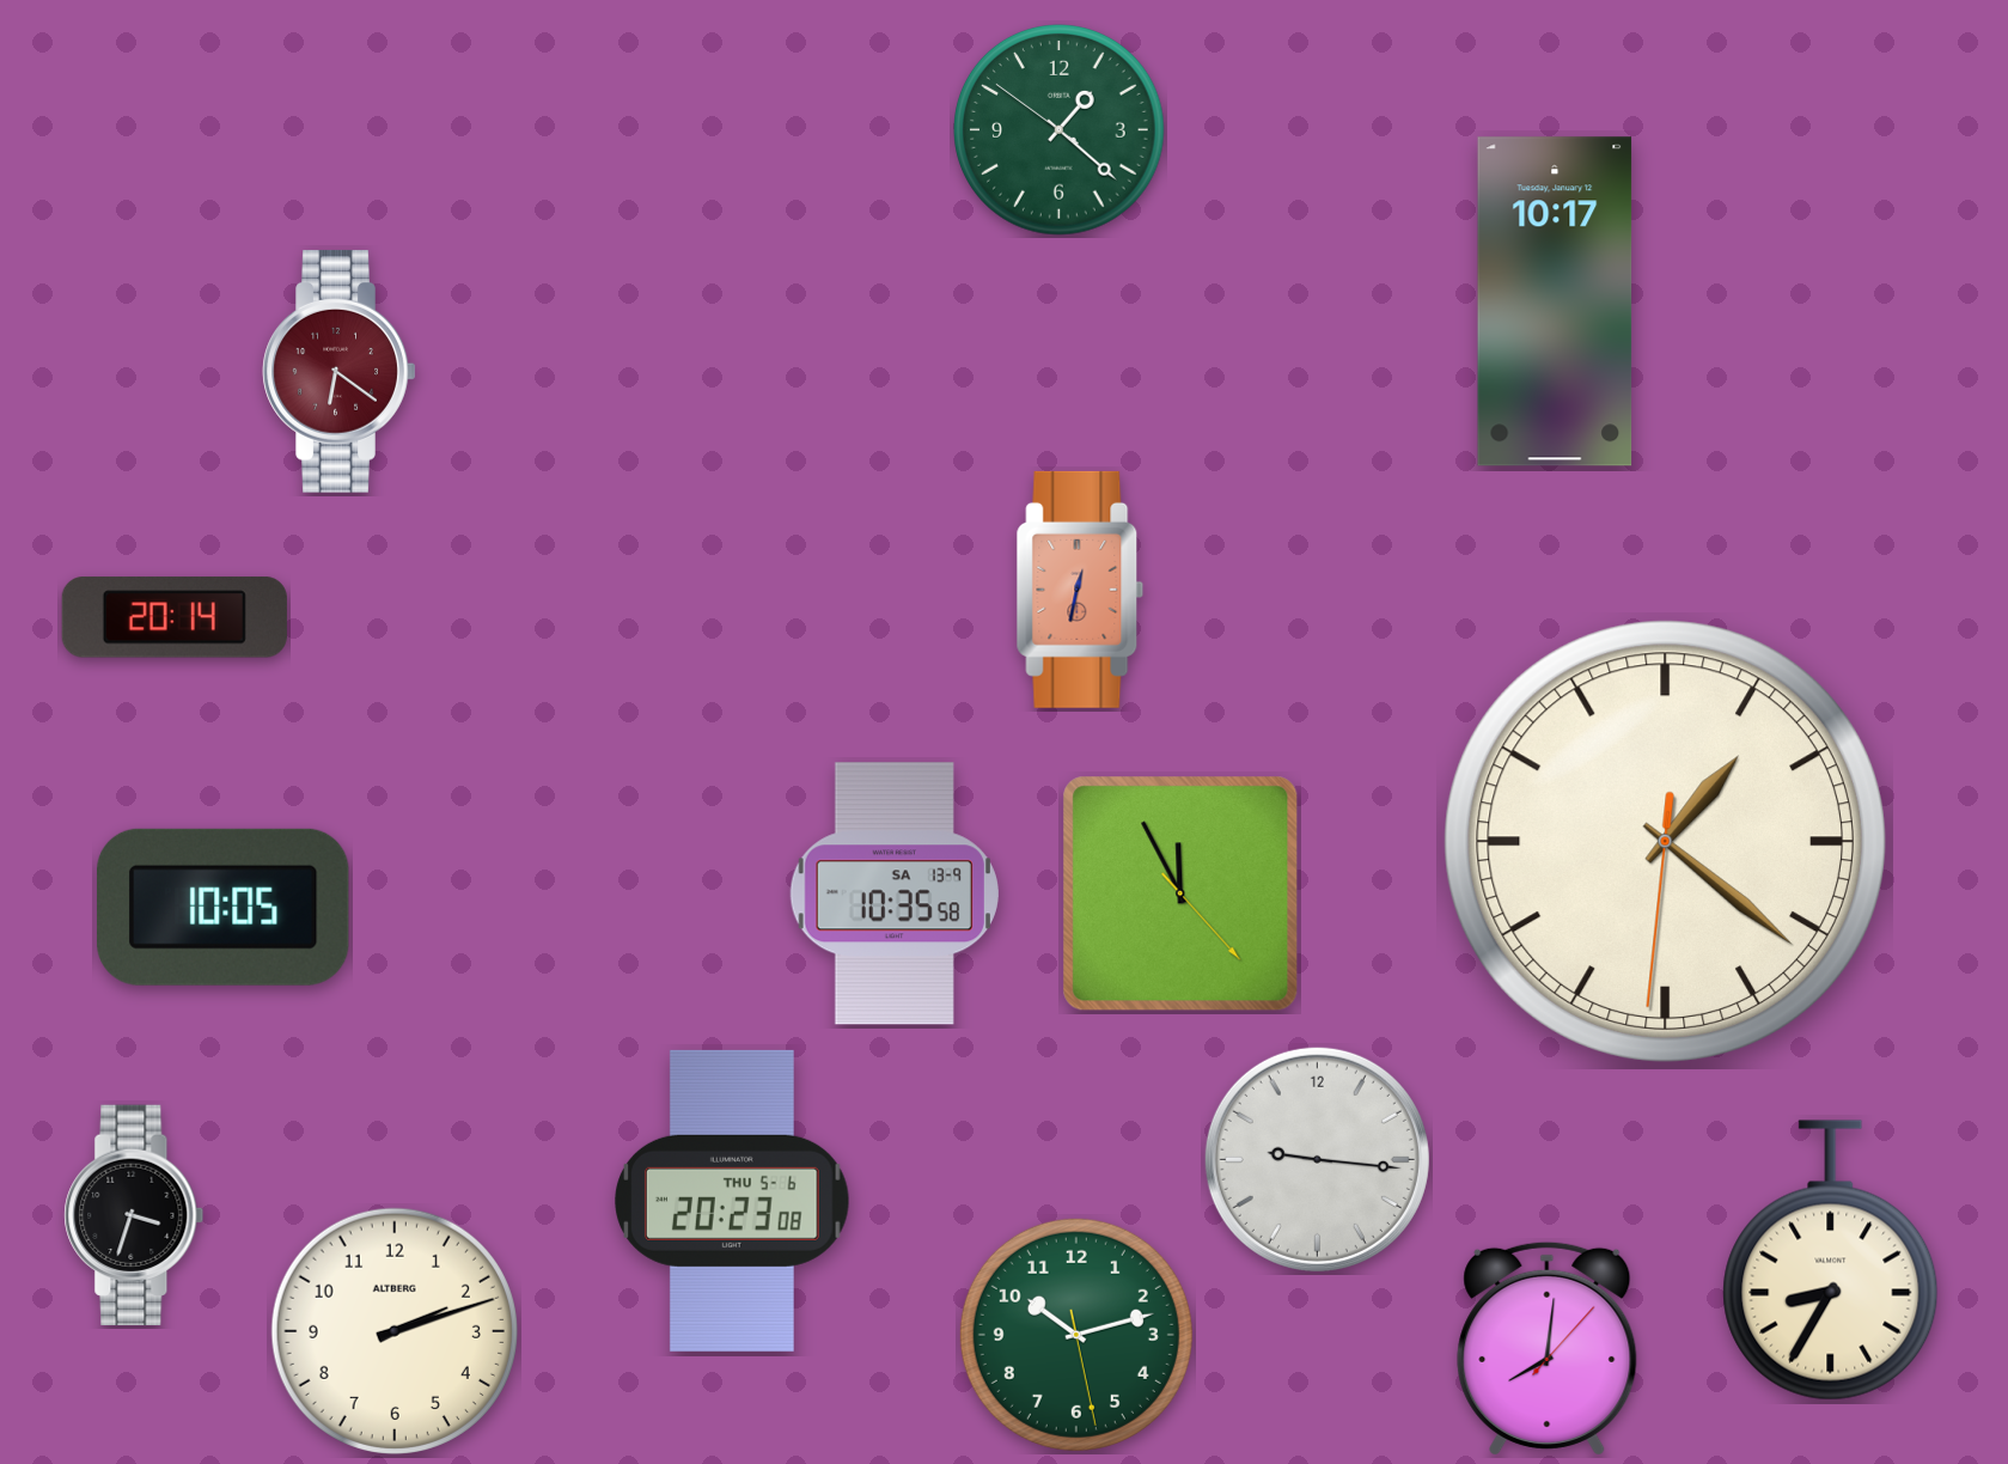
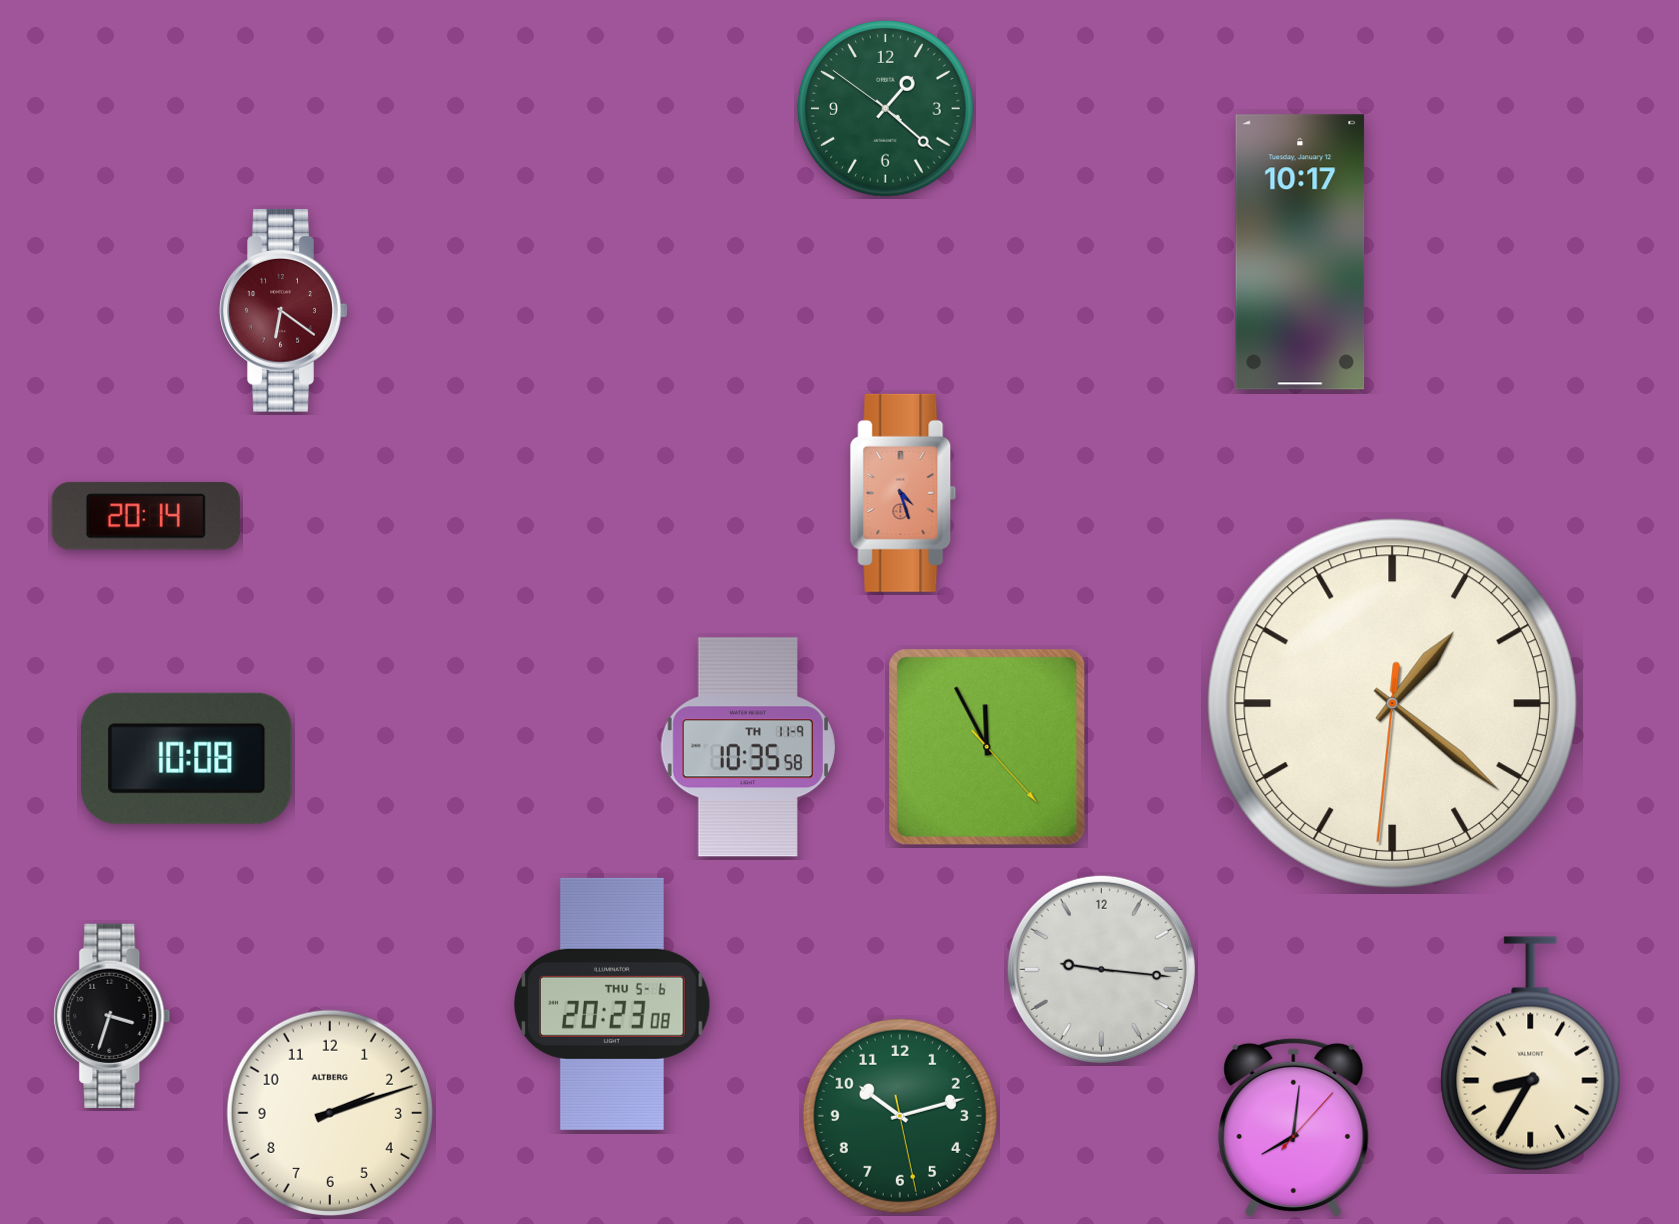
clock at (1080, 590): 12:32 -> 4:27
clock at (895, 893) date: SA 13-9 -> TH 11-9
clock at (224, 907): 10:05 -> 10:08
